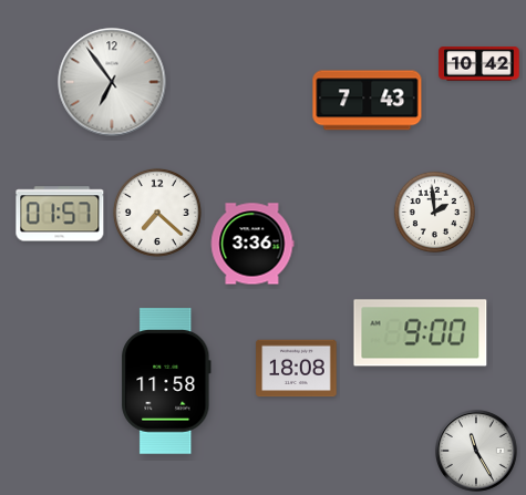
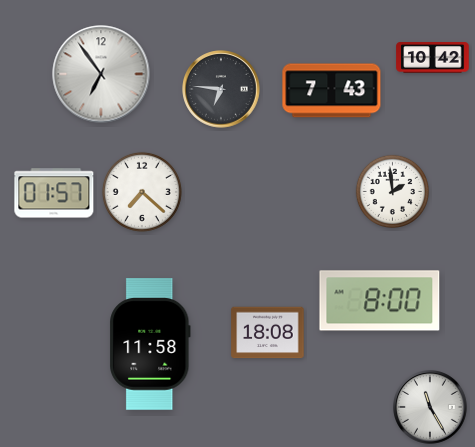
clock at (221, 89): none -> 6:46
clock at (252, 244): 3:36 -> none
clock at (421, 333): 9:00 -> 8:00
